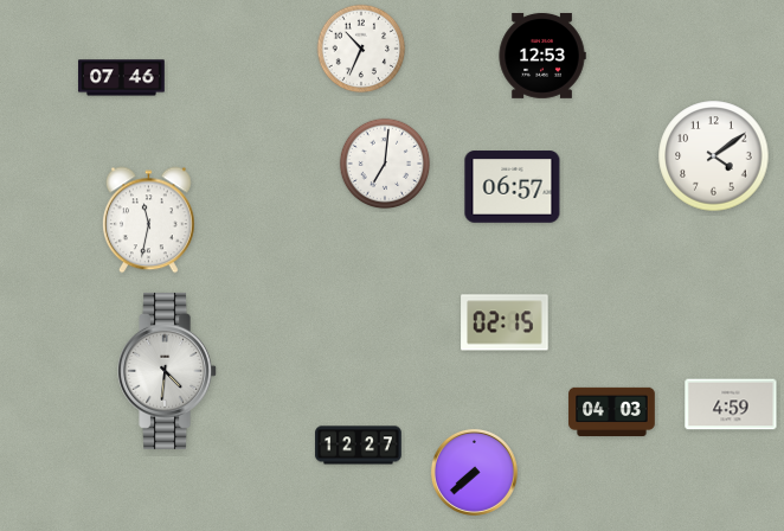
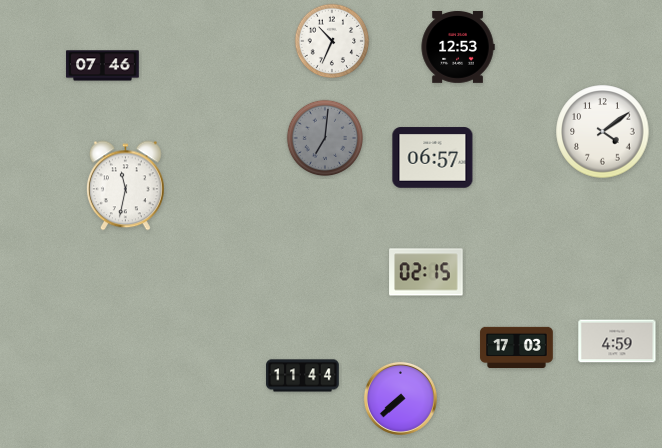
clock at (361, 49) position: (361, 49) -> (332, 41)
clock at (385, 164) dial: white -> grey
clock at (168, 371): 4:31 -> none
clock at (612, 411): 04:03 -> 17:03
clock at (359, 446): 12:27 -> 11:44
